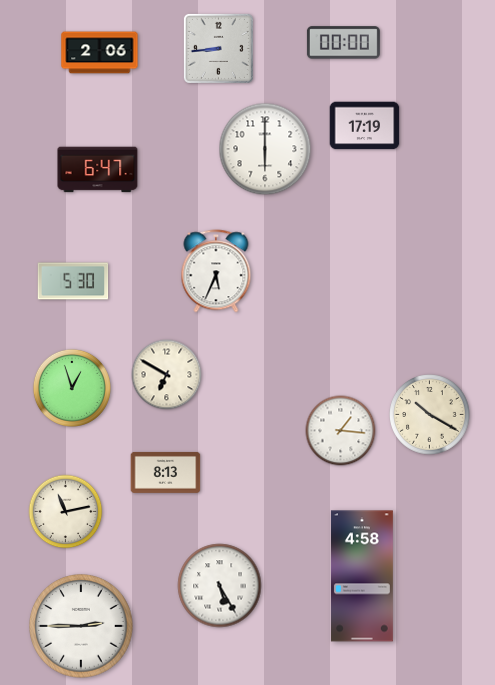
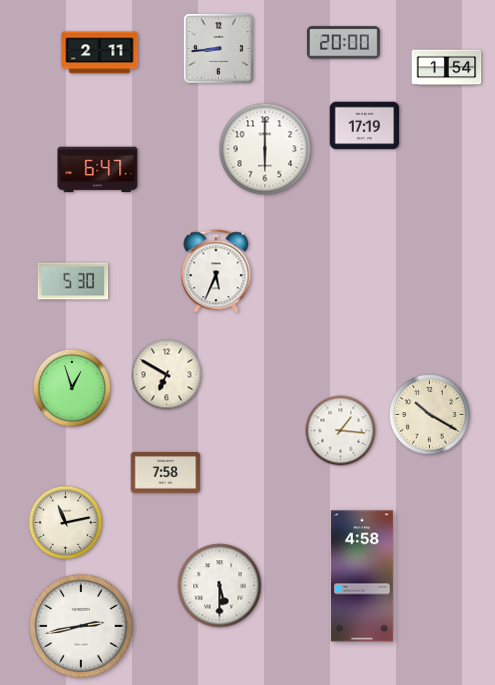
clock at (343, 43): 00:00 -> 20:00
clock at (100, 53): 2:06 -> 2:11
clock at (447, 68): none -> 1:54
clock at (166, 472): 8:13 -> 7:58
clock at (66, 512) position: (66, 512) -> (66, 523)
clock at (220, 586): 5:25 -> 5:30
clock at (81, 626): 2:45 -> 2:43
